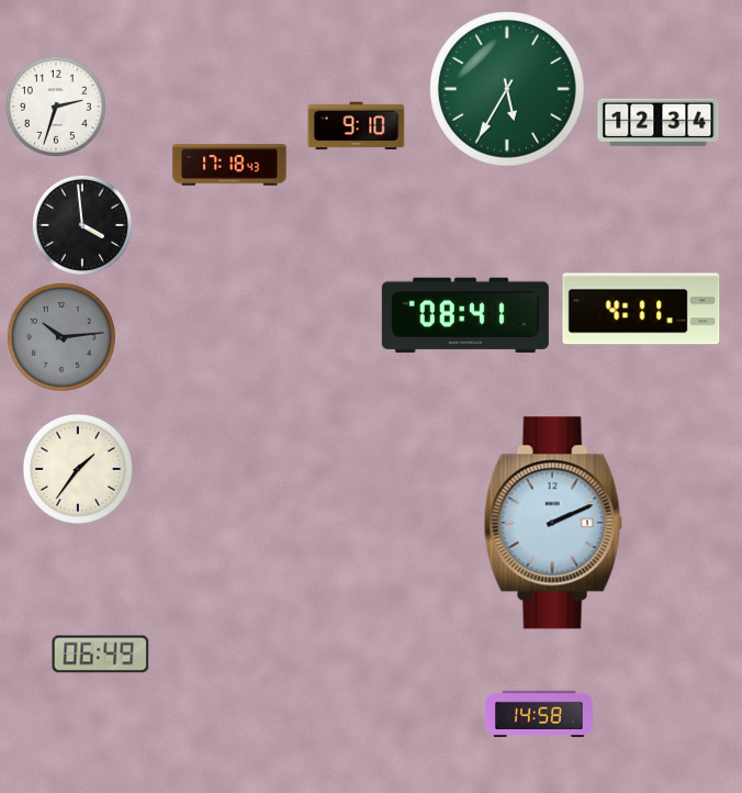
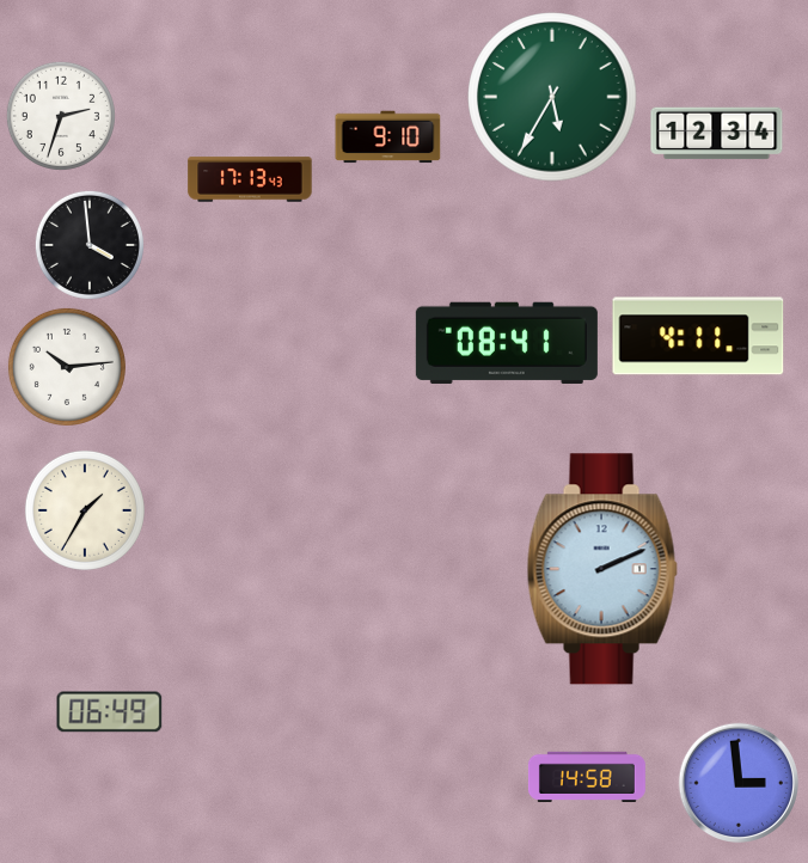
clock at (229, 165): 17:18 -> 17:13
clock at (61, 337) dial: grey -> white
clock at (78, 469): 1:36 -> 1:35
clock at (737, 782): none -> 2:59
